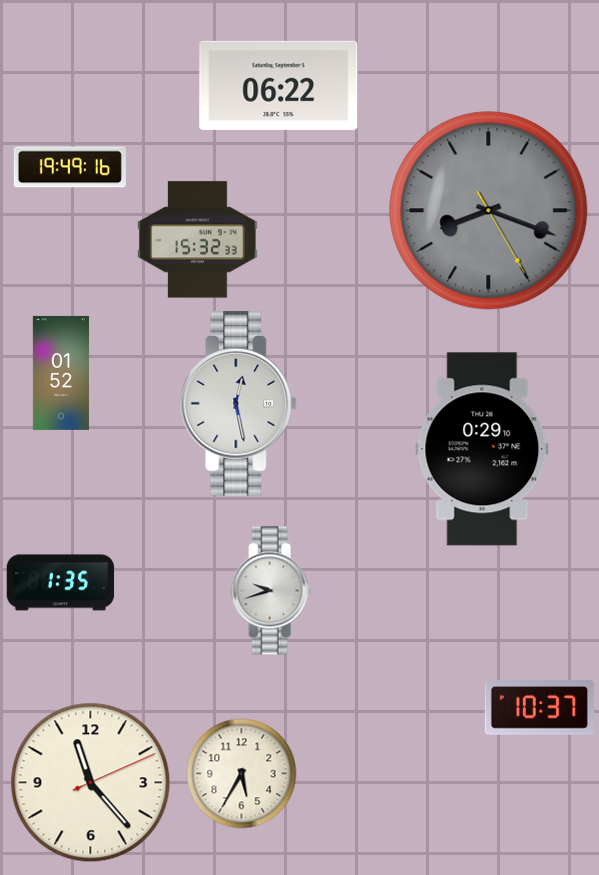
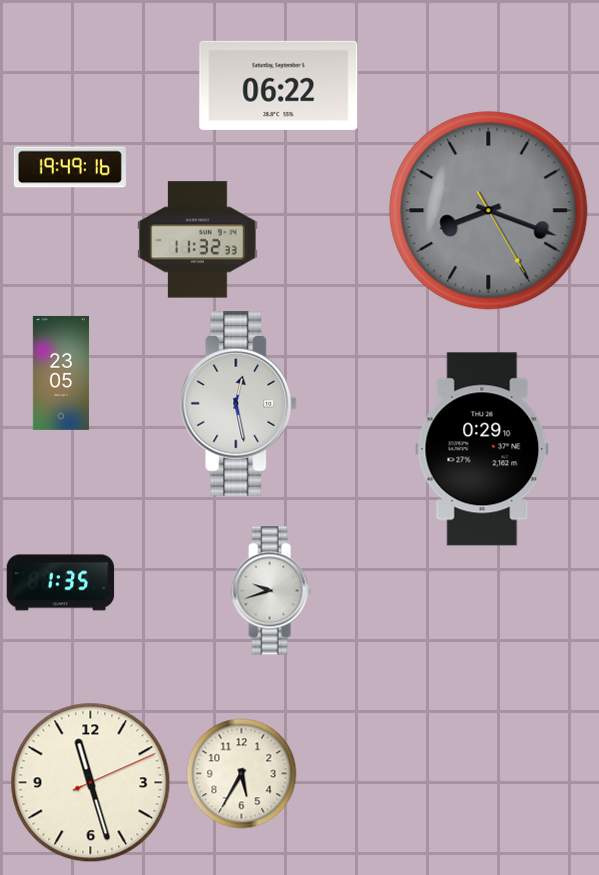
clock at (198, 240): 15:32 -> 11:32
clock at (61, 373): 01:52 -> 23:05
clock at (539, 708): 10:37 -> none
clock at (91, 783): 11:23 -> 11:27
